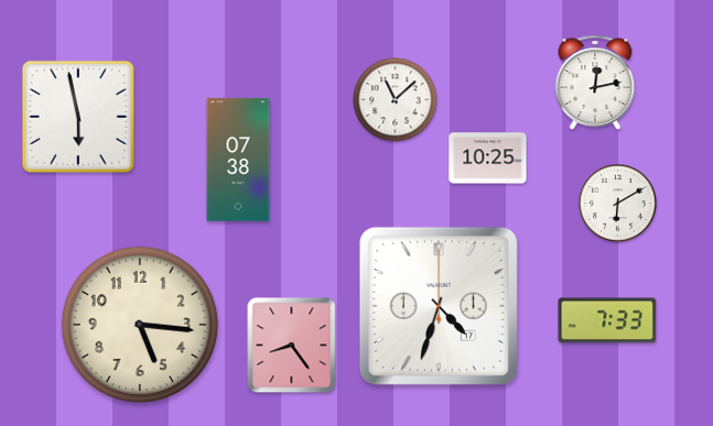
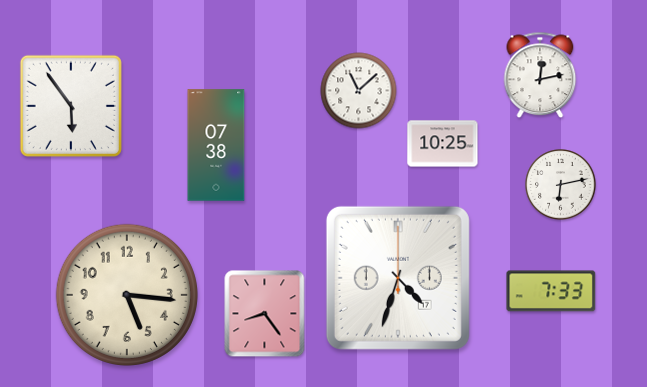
clock at (78, 117): 5:58 -> 5:54
clock at (618, 204): 6:10 -> 6:13
